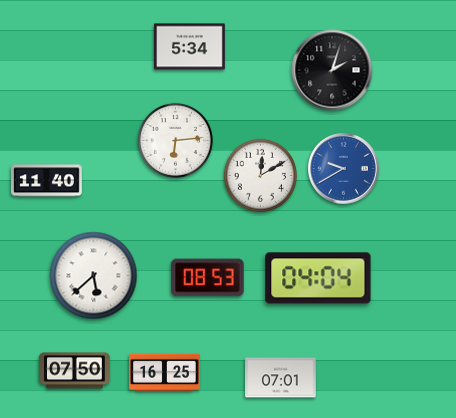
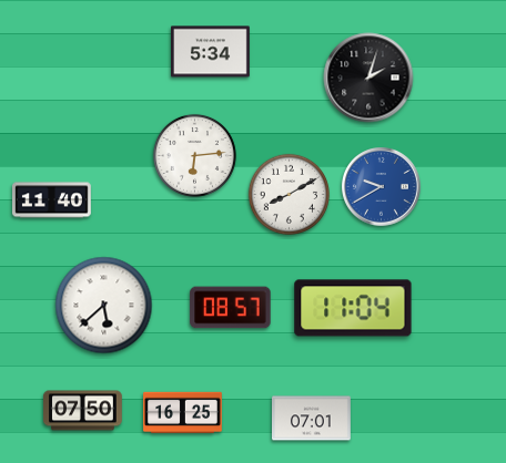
clock at (260, 175): 12:10 -> 8:10
clock at (208, 278): 08:53 -> 08:57
clock at (318, 278): 04:04 -> 11:04
